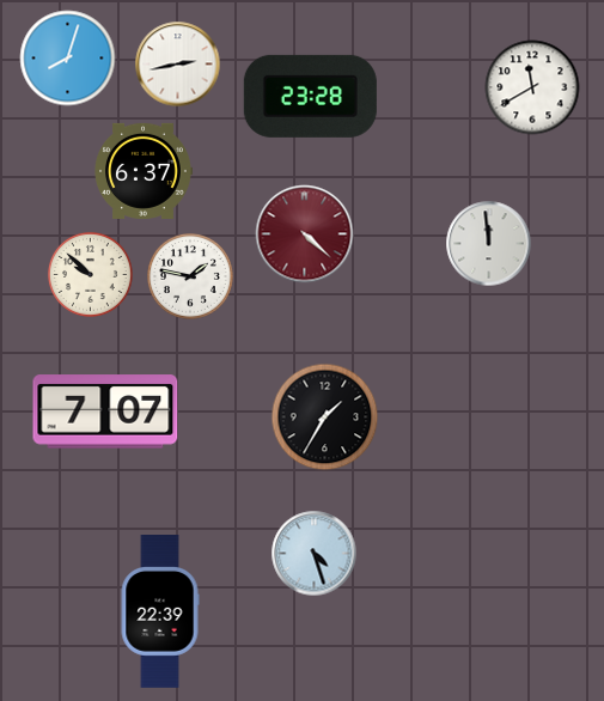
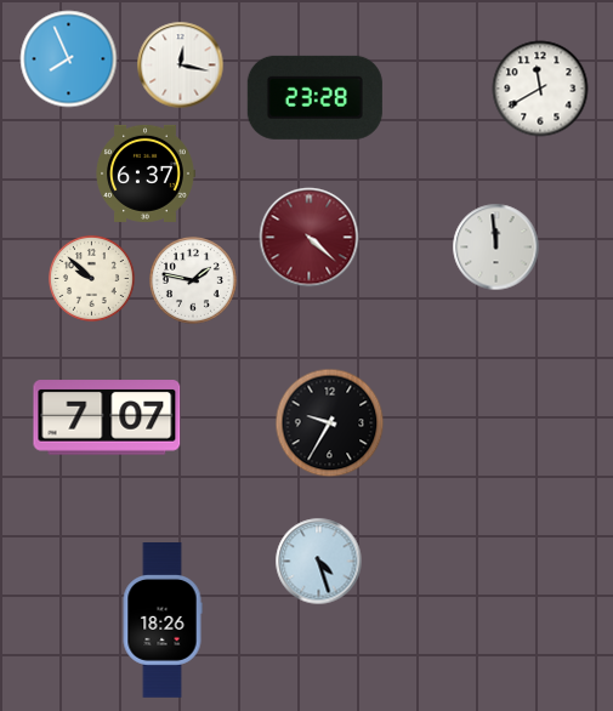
clock at (68, 59): 8:03 -> 7:56
clock at (178, 65): 2:43 -> 12:17
clock at (325, 417): 1:35 -> 9:35
clock at (160, 612): 22:39 -> 18:26
